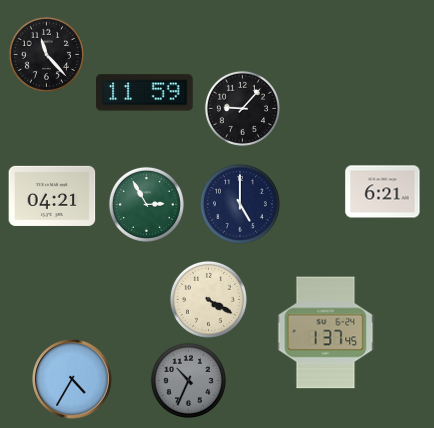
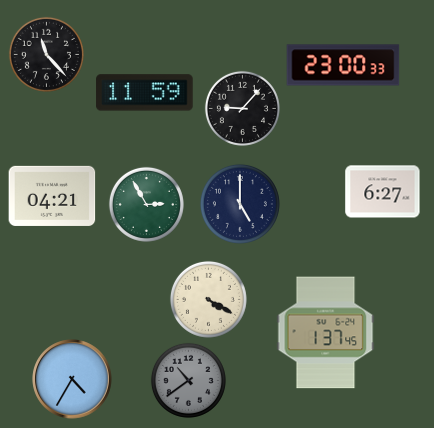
clock at (343, 65): none -> 23:00
clock at (383, 192): 6:21 -> 6:27
clock at (188, 380): 10:34 -> 10:39
